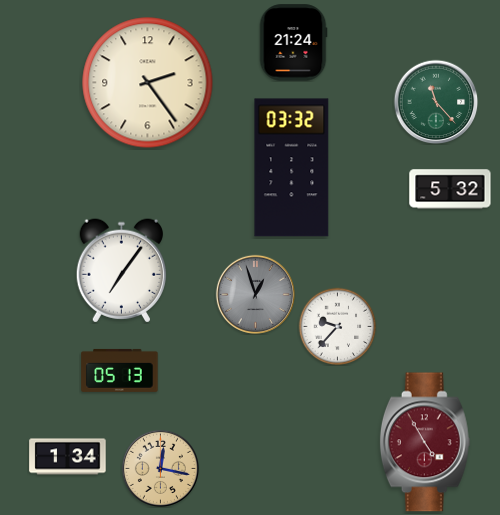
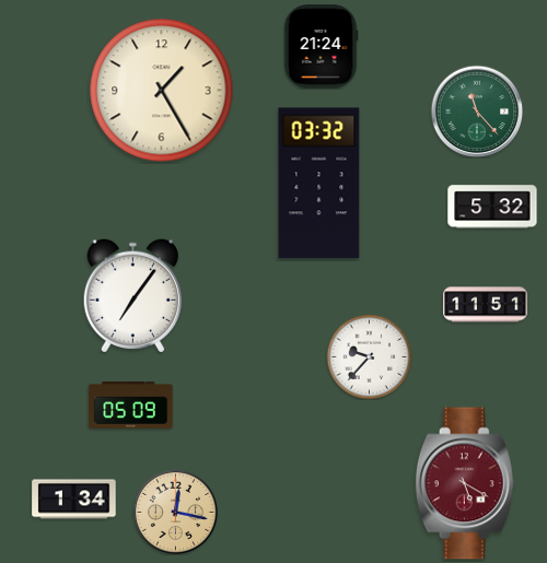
clock at (148, 83): 2:24 -> 1:25
clock at (486, 305): none -> 11:51
clock at (255, 294): 12:57 -> none
clock at (120, 370): 05:13 -> 05:09
clock at (425, 442): 4:55 -> 5:20
